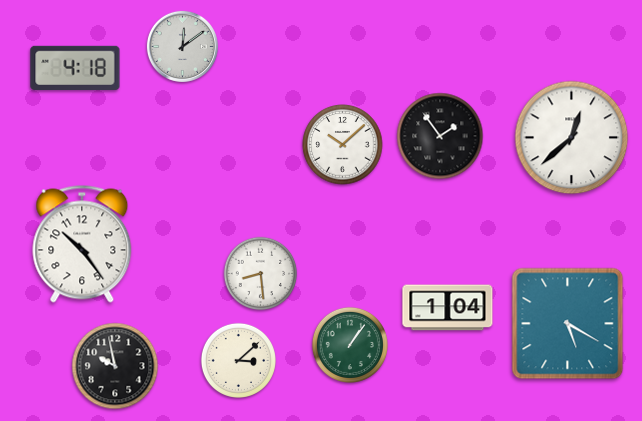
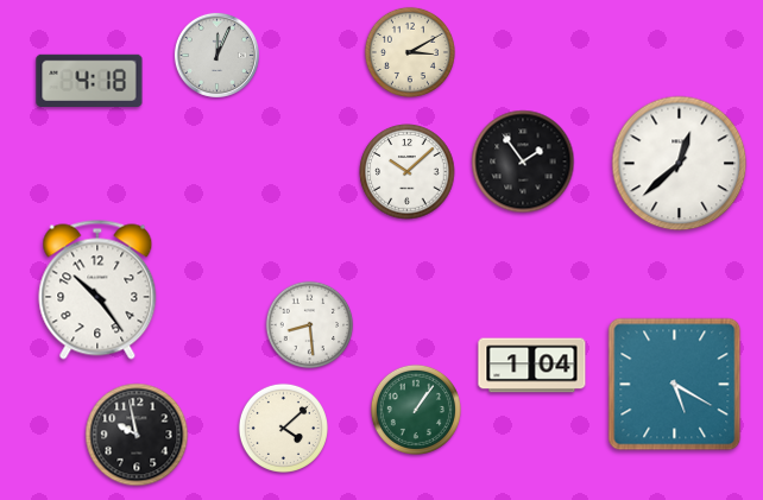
clock at (410, 52): none -> 3:10
clock at (182, 46): 12:09 -> 12:04
clock at (238, 360): 3:08 -> 4:08
